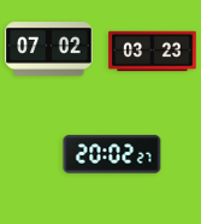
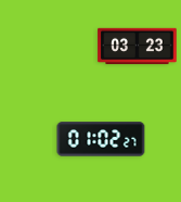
clock at (49, 49): 07:02 -> none
clock at (112, 154): 20:02 -> 01:02
